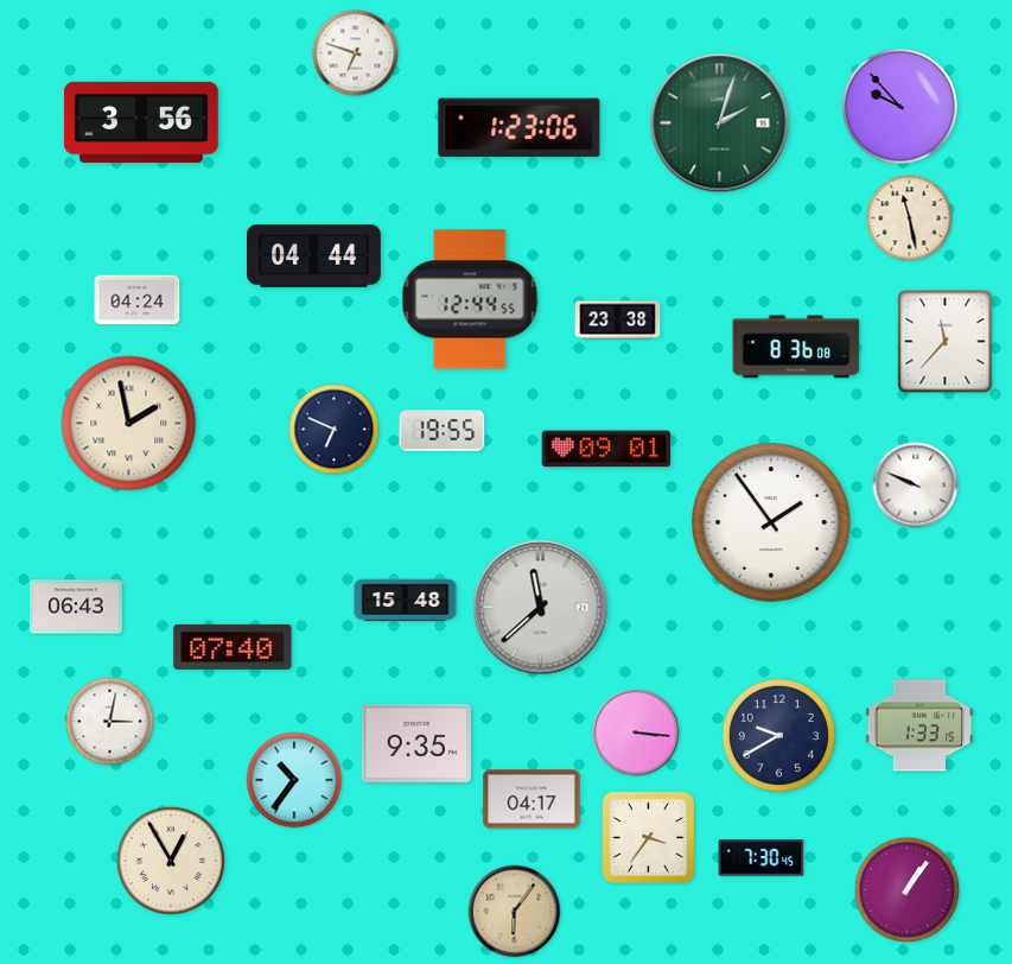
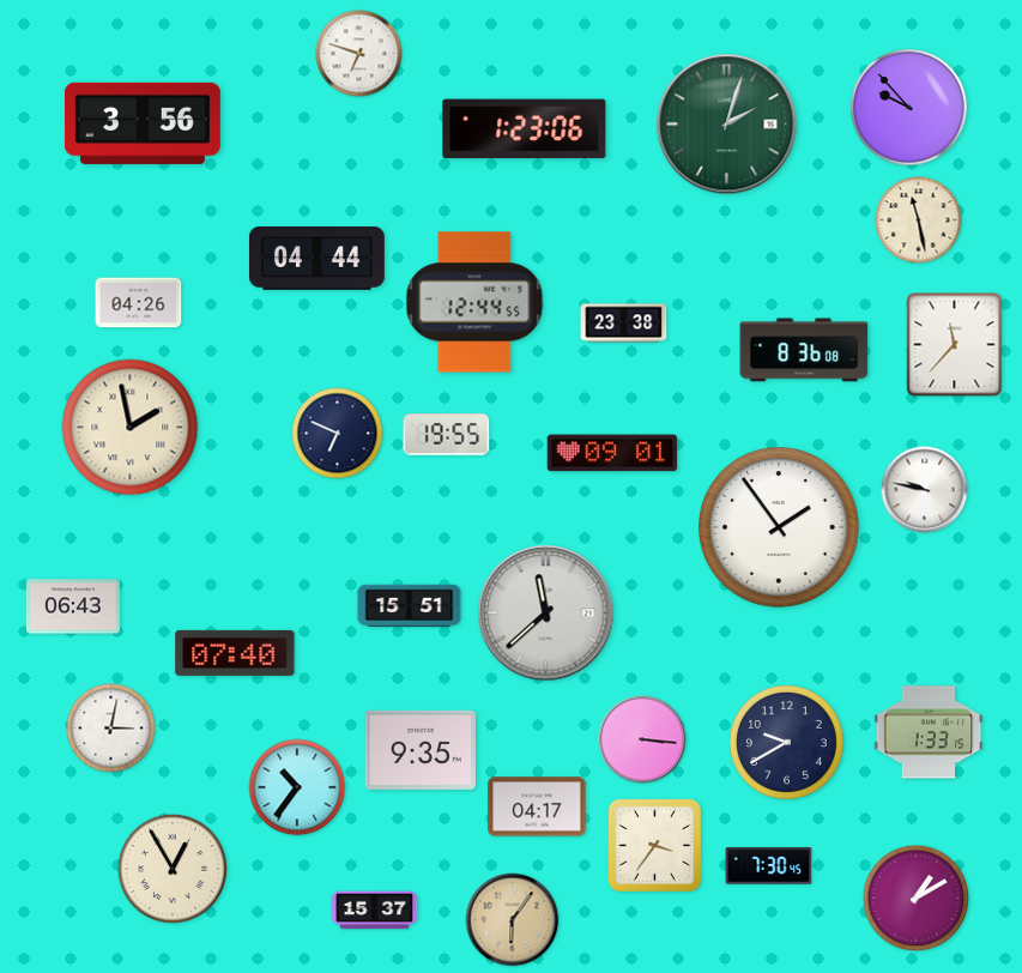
clock at (138, 300): 04:24 -> 04:26
clock at (916, 486): 9:49 -> 9:47
clock at (406, 601): 15:48 -> 15:51
clock at (76, 607) position: (76, 607) -> (73, 606)
clock at (906, 889): 1:06 -> 1:10
clock at (375, 911): none -> 15:37
clock at (515, 912) position: (515, 912) -> (513, 920)
